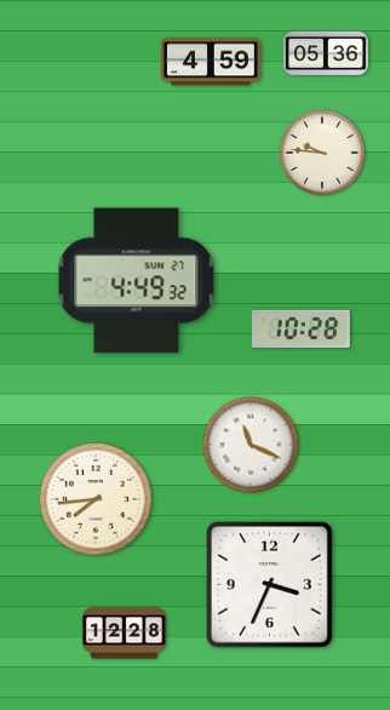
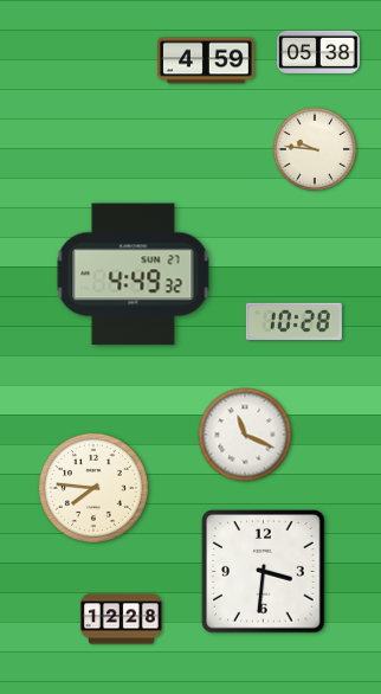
clock at (326, 53): 05:36 -> 05:38
clock at (96, 499): 7:44 -> 7:46
clock at (270, 585): 3:34 -> 3:31
